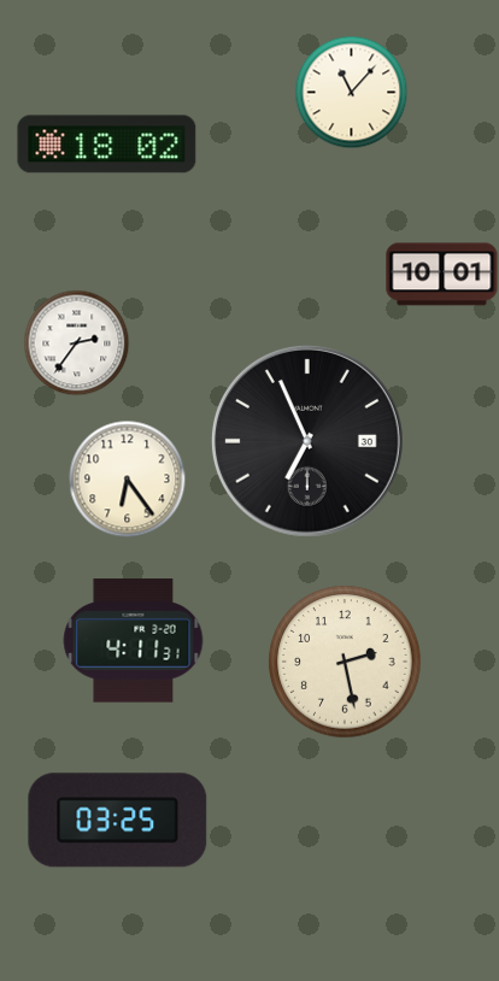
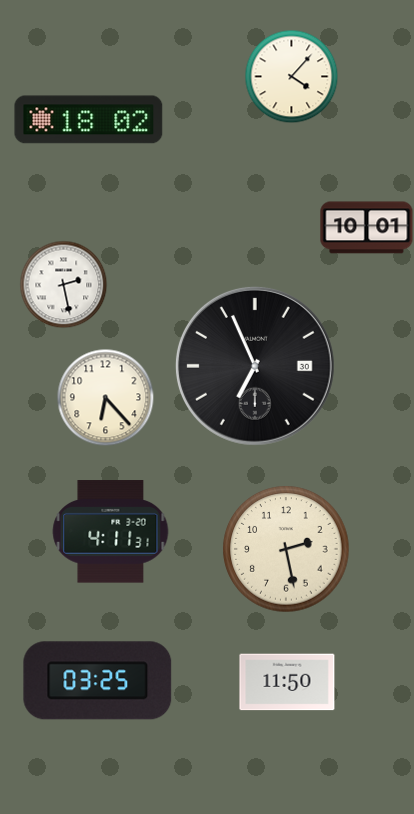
clock at (351, 92): 11:07 -> 4:07
clock at (76, 342): 2:36 -> 2:28
clock at (127, 478): 6:24 -> 6:23
clock at (287, 682): none -> 11:50
